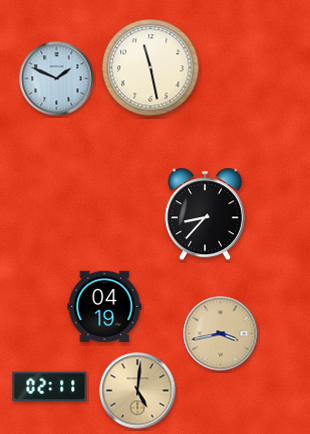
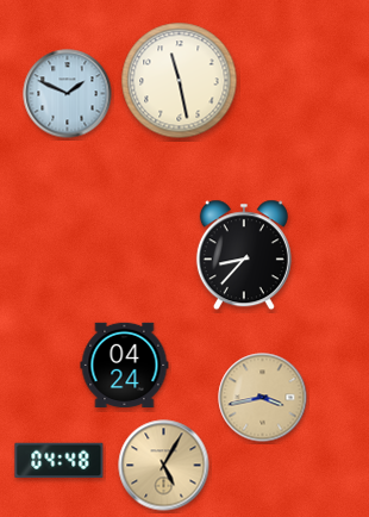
clock at (105, 306): 04:19 -> 04:24
clock at (50, 387): 02:11 -> 04:48
clock at (138, 391): 5:01 -> 5:05
